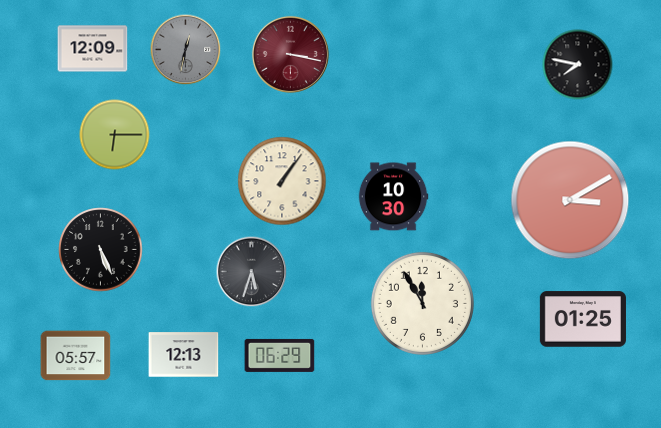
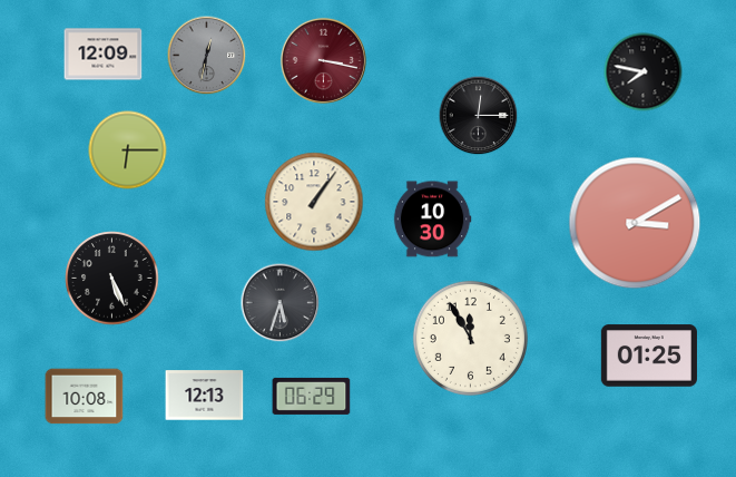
clock at (479, 116): none -> 12:15
clock at (393, 197) position: (393, 197) -> (432, 220)
clock at (76, 356): 05:57 -> 10:08
